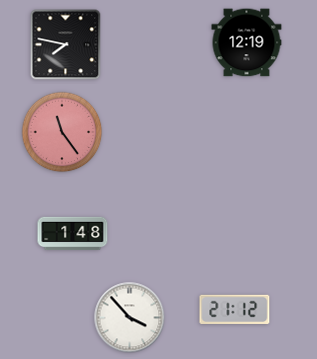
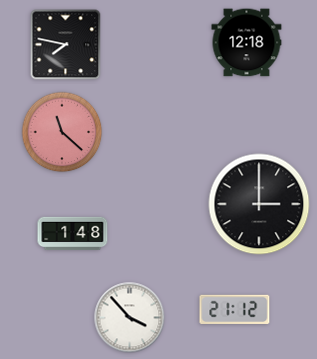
clock at (247, 43): 12:19 -> 12:18
clock at (62, 132): 11:24 -> 11:22
clock at (259, 204): none -> 3:00
